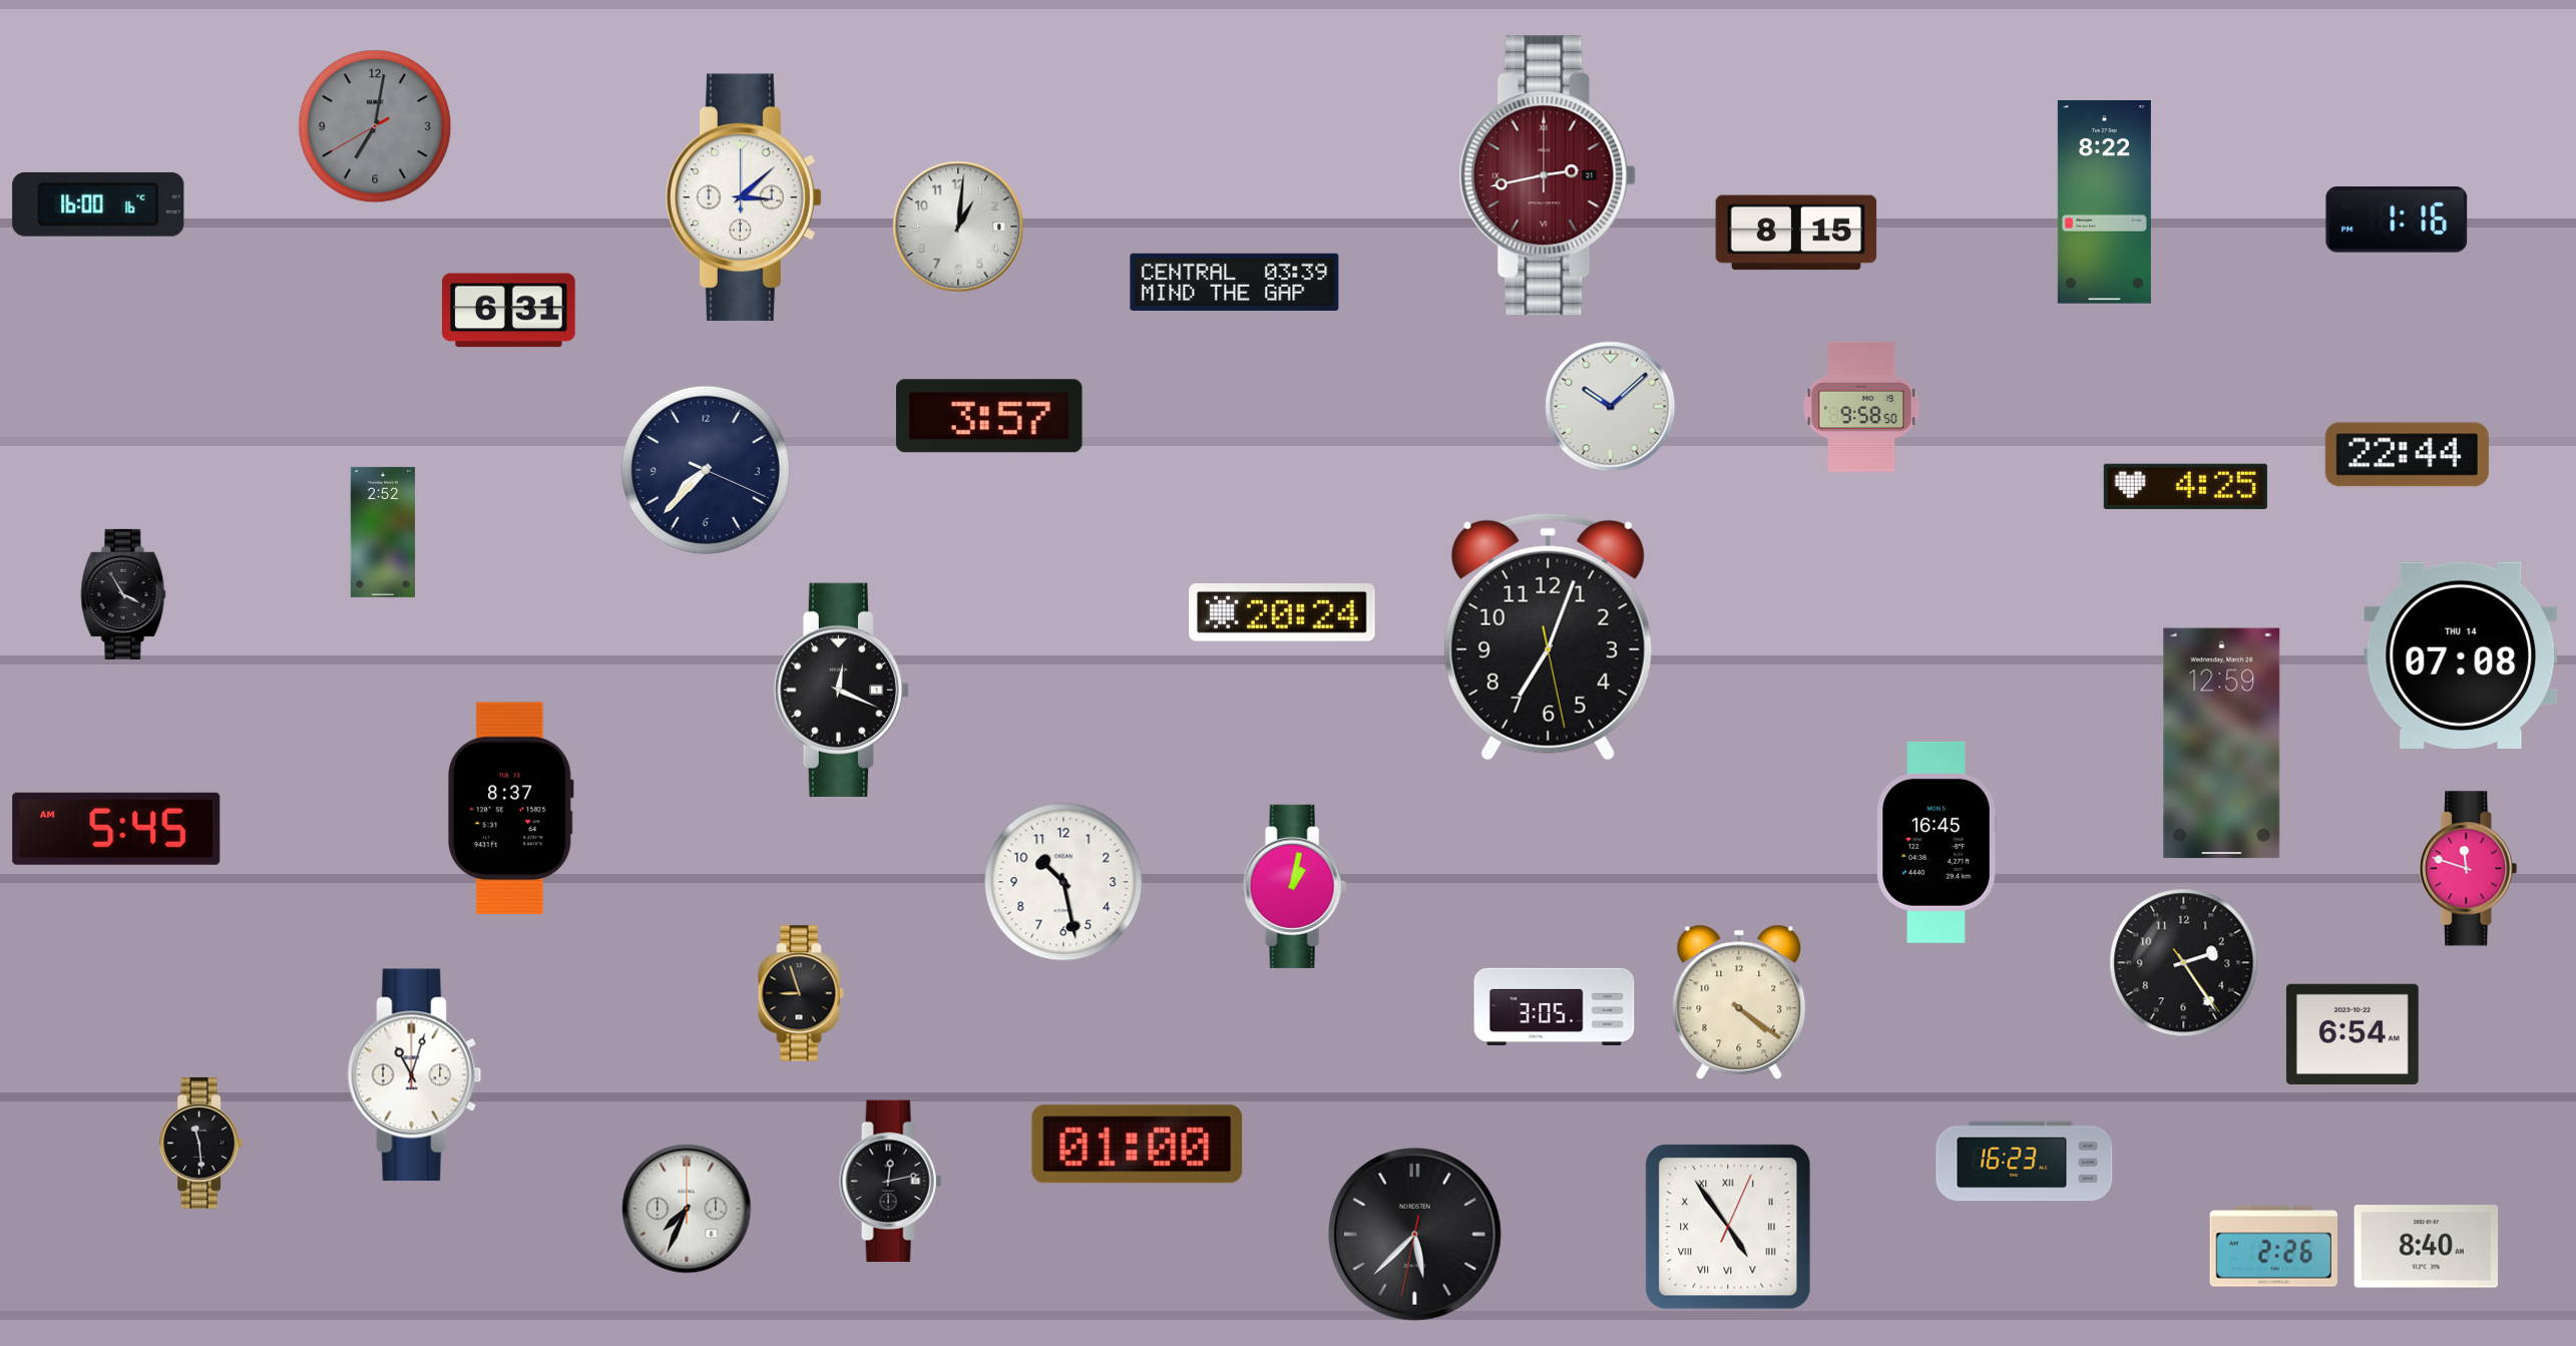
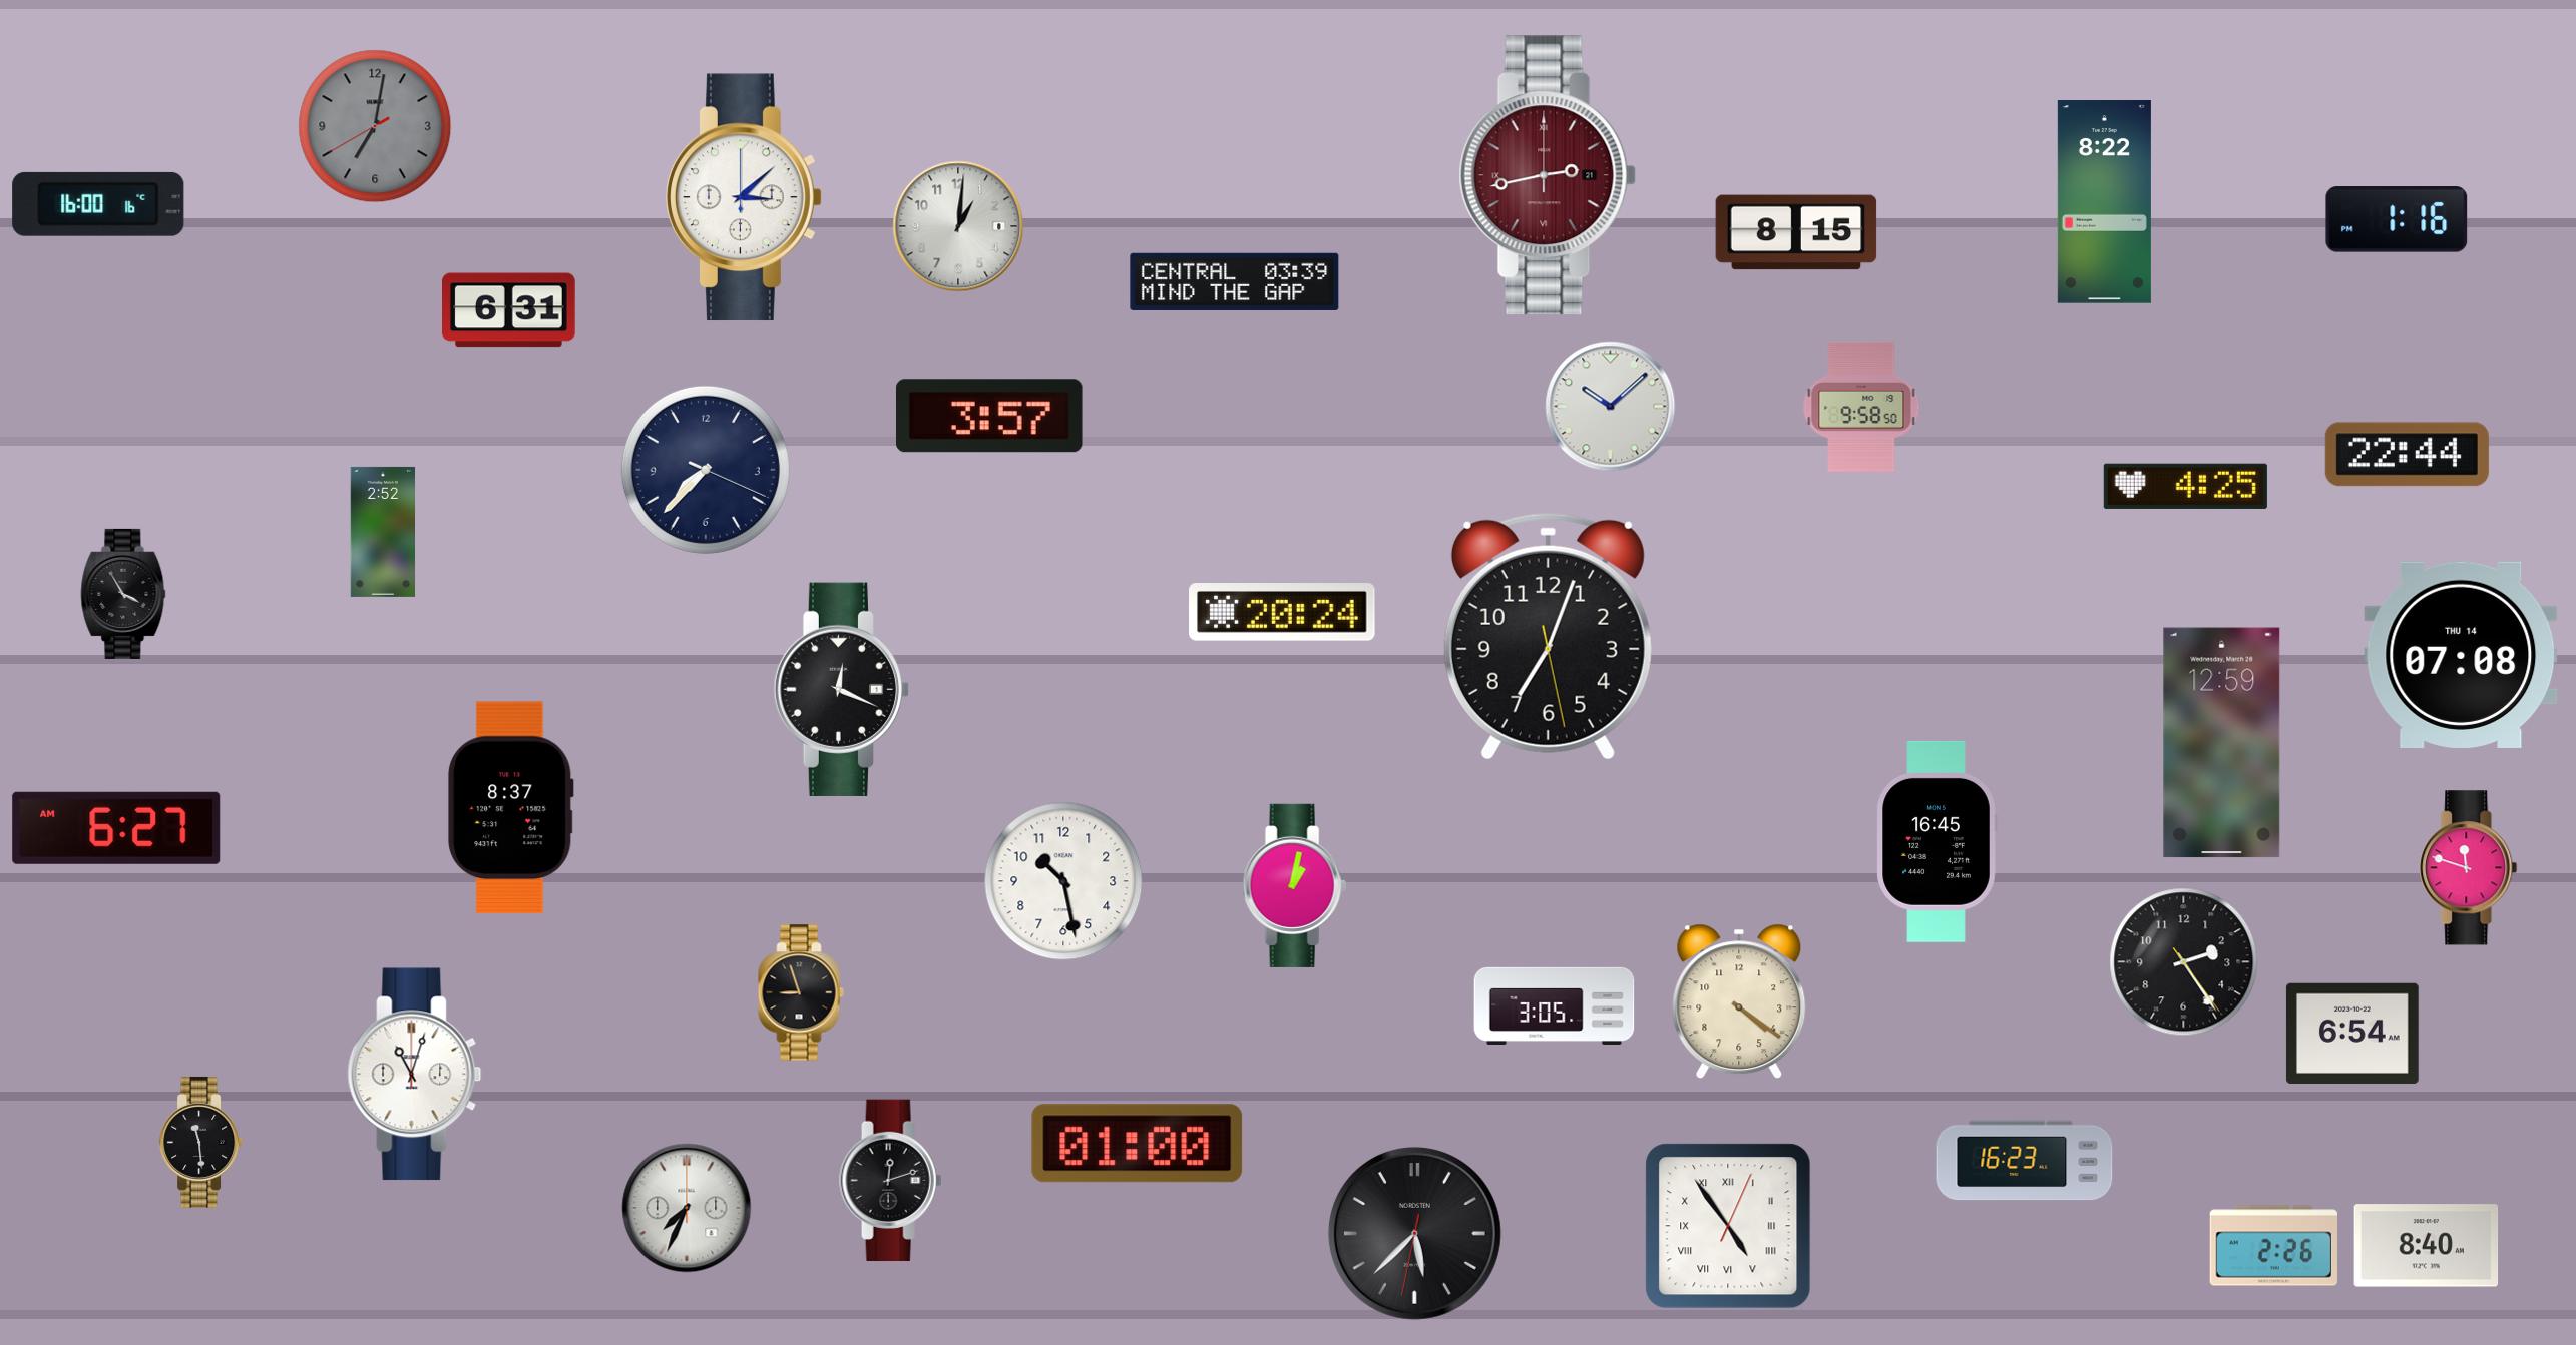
clock at (116, 829): 5:45 -> 6:27
clock at (891, 1182): 12:13 -> 12:12
